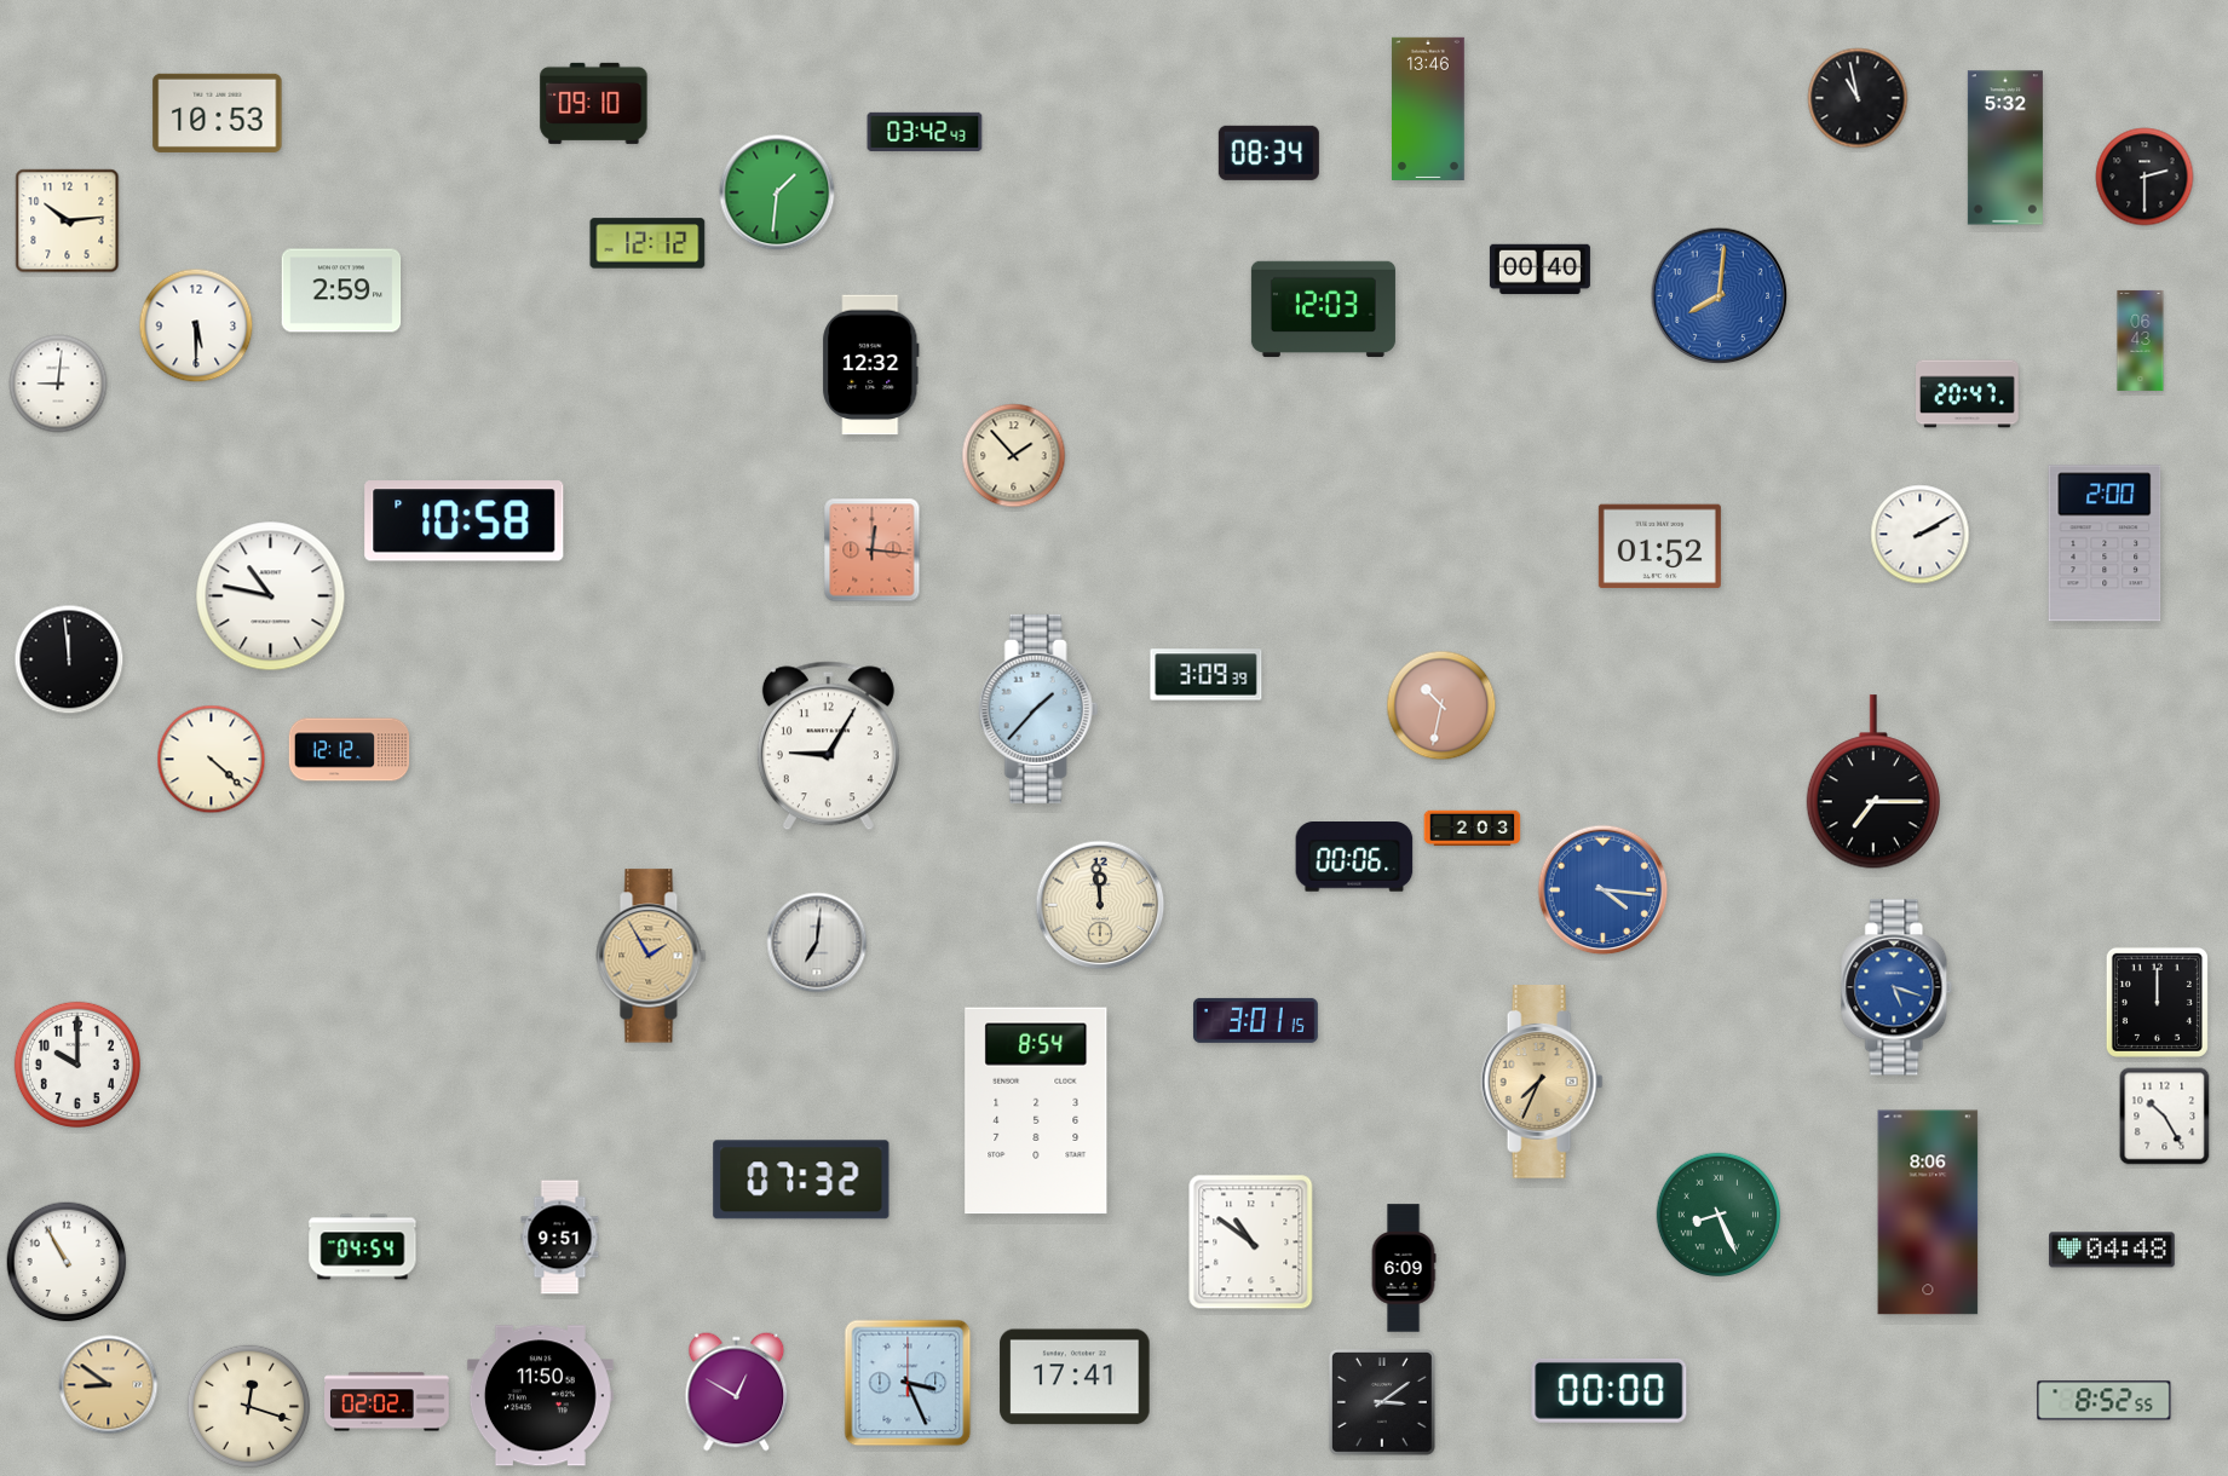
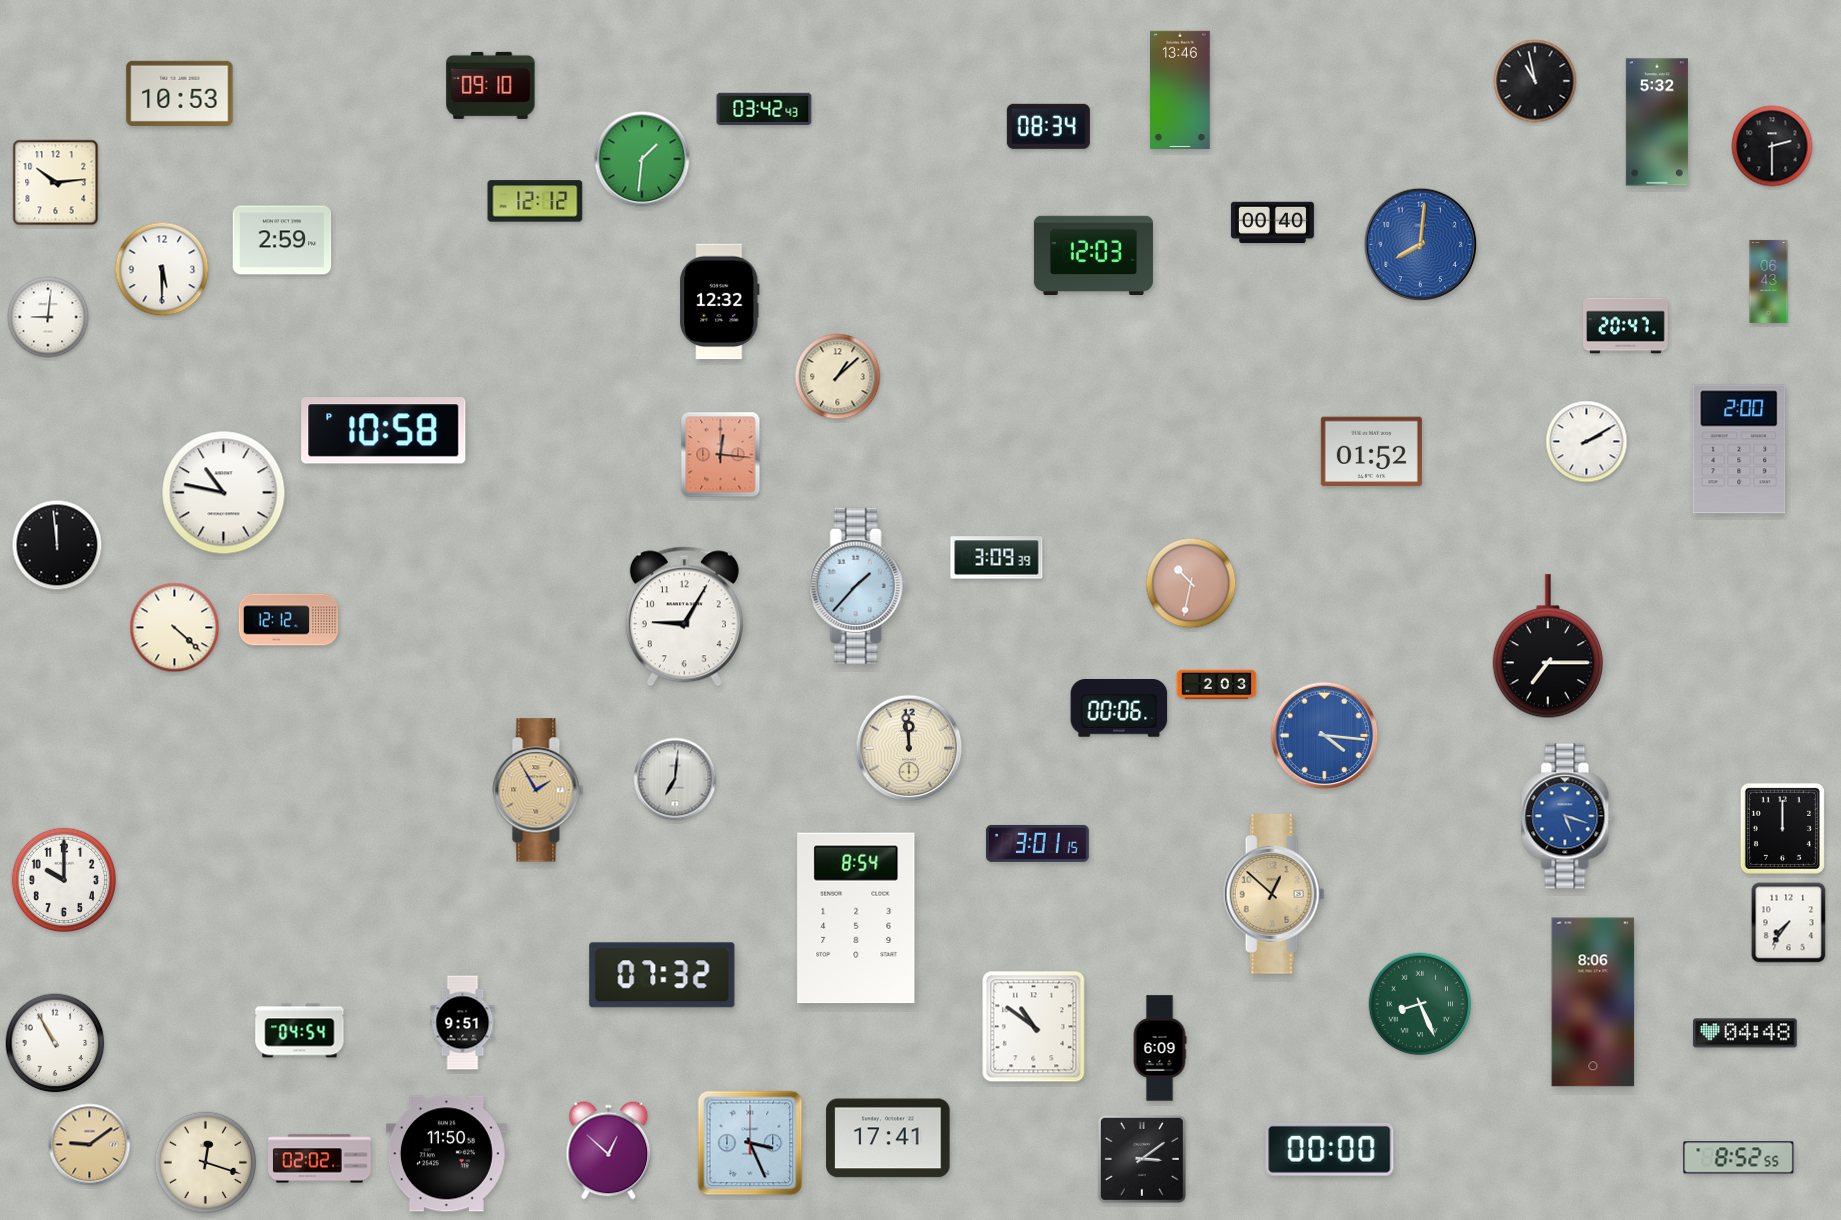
clock at (1014, 456): 1:53 -> 1:08
clock at (1542, 1083): 7:34 -> 12:52
clock at (2165, 1117): 10:25 -> 7:36
clock at (109, 1385): 8:51 -> 9:09
clock at (737, 1393): 12:50 -> 12:52
